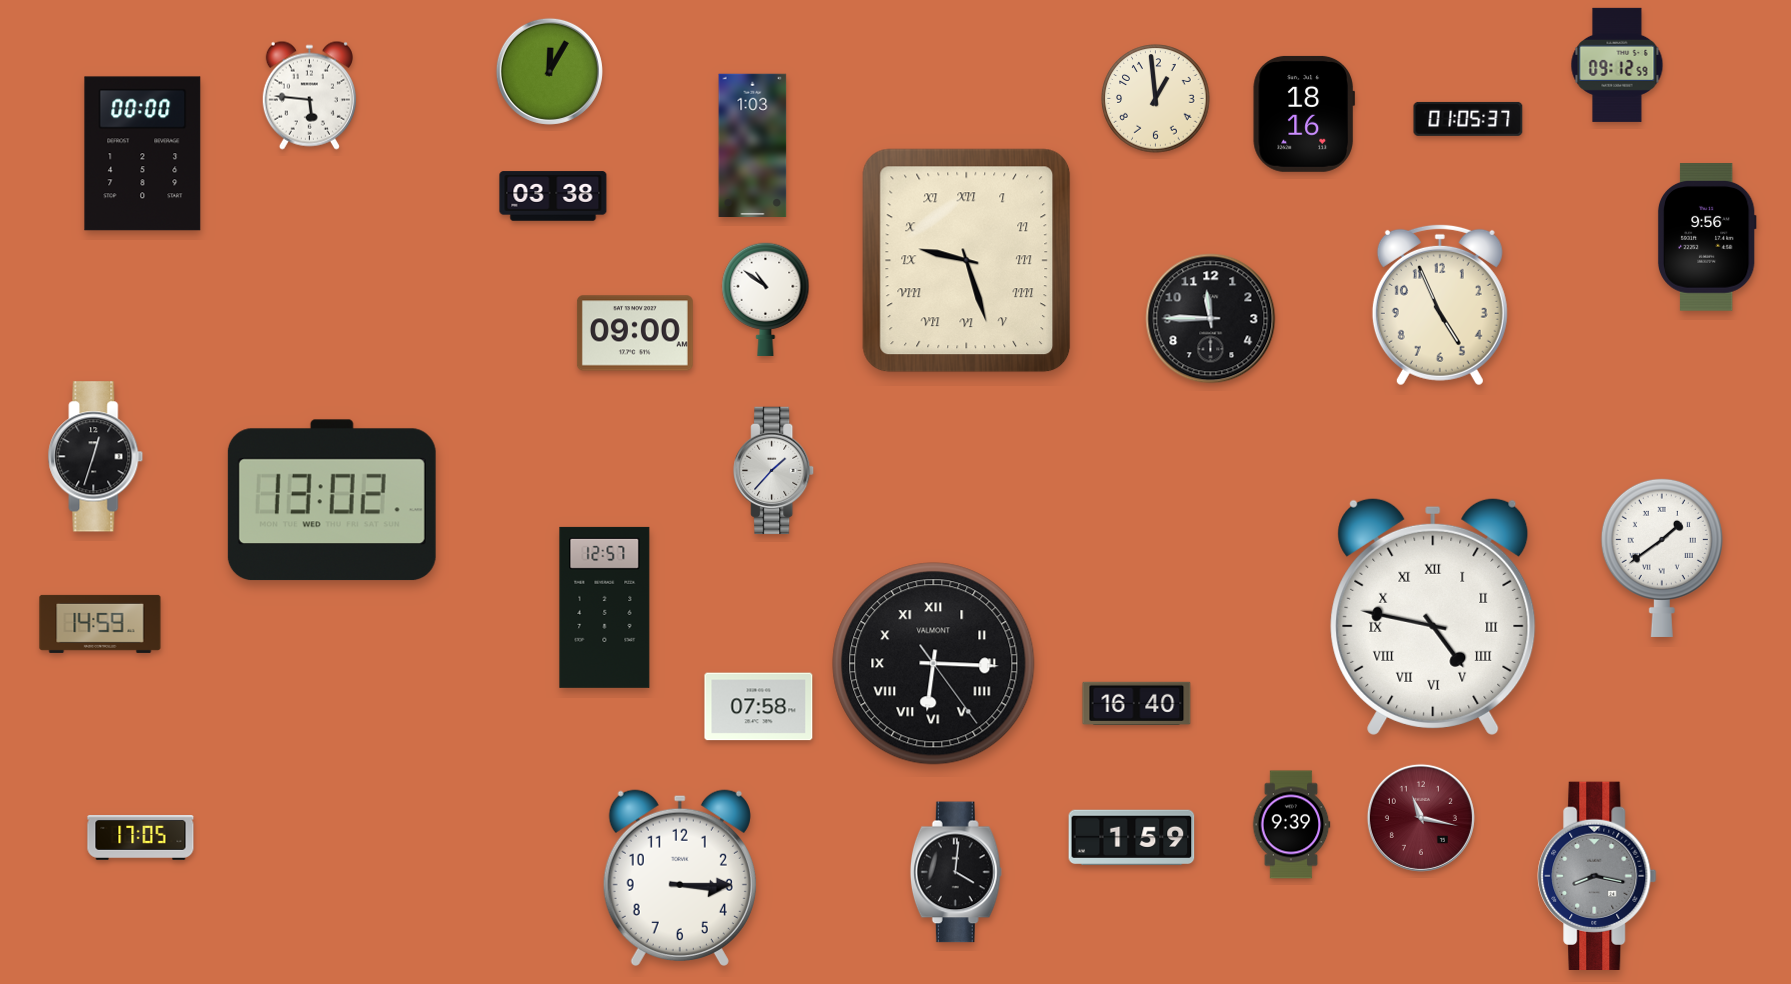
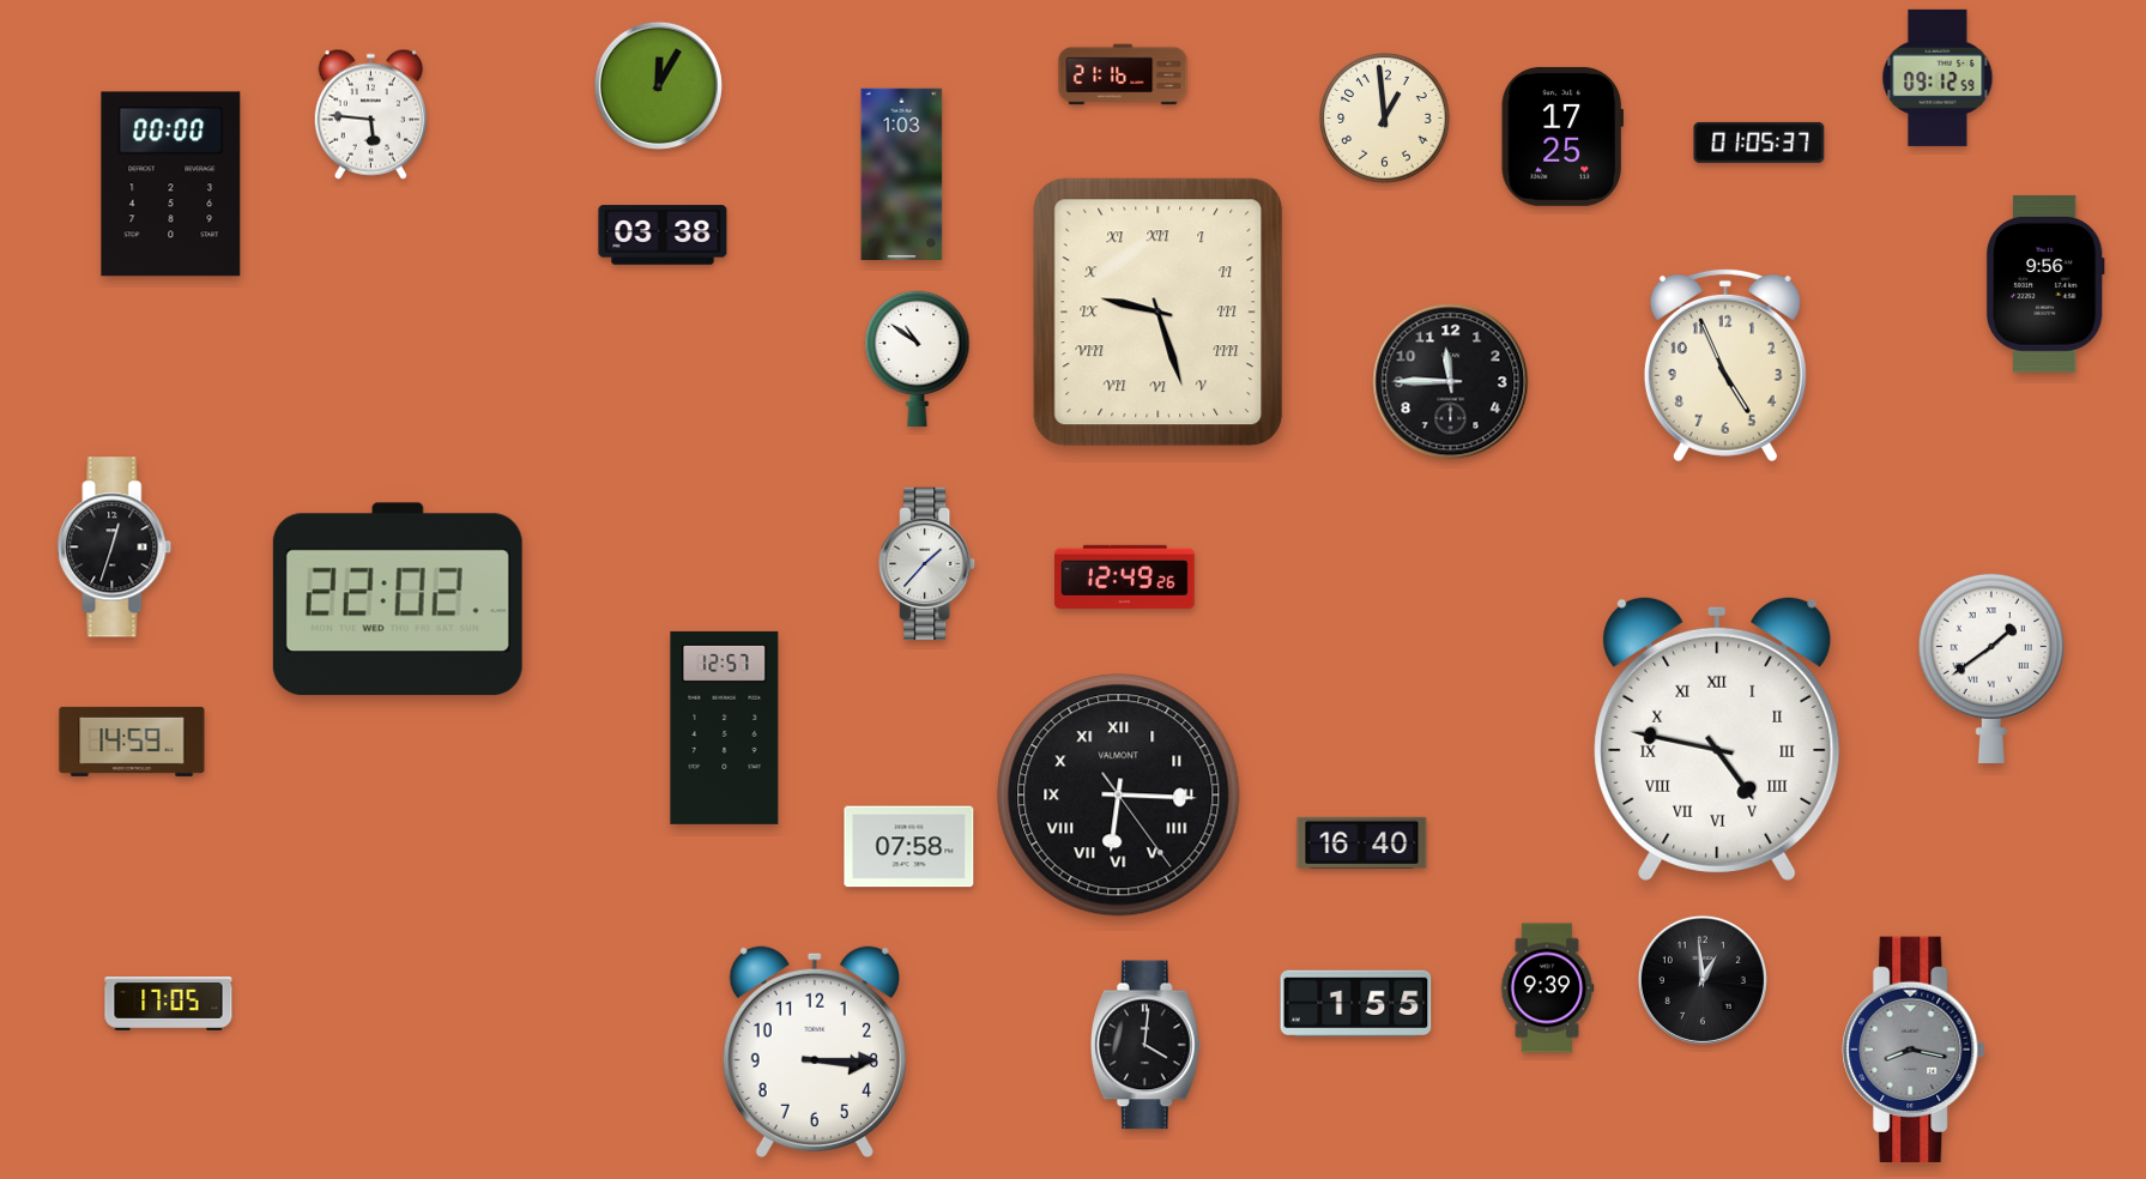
clock at (1123, 74): none -> 21:16
clock at (1304, 114): 18:16 -> 17:25
clock at (635, 333): 09:00 -> none
clock at (1125, 576): none -> 12:49
clock at (332, 500): 13:02 -> 22:02
clock at (100, 624) position: (100, 624) -> (132, 742)
clock at (1421, 818): 11:17 -> 12:59
clock at (1421, 818) dial: burgundy -> black
clock at (1132, 837): 1:59 -> 1:55
